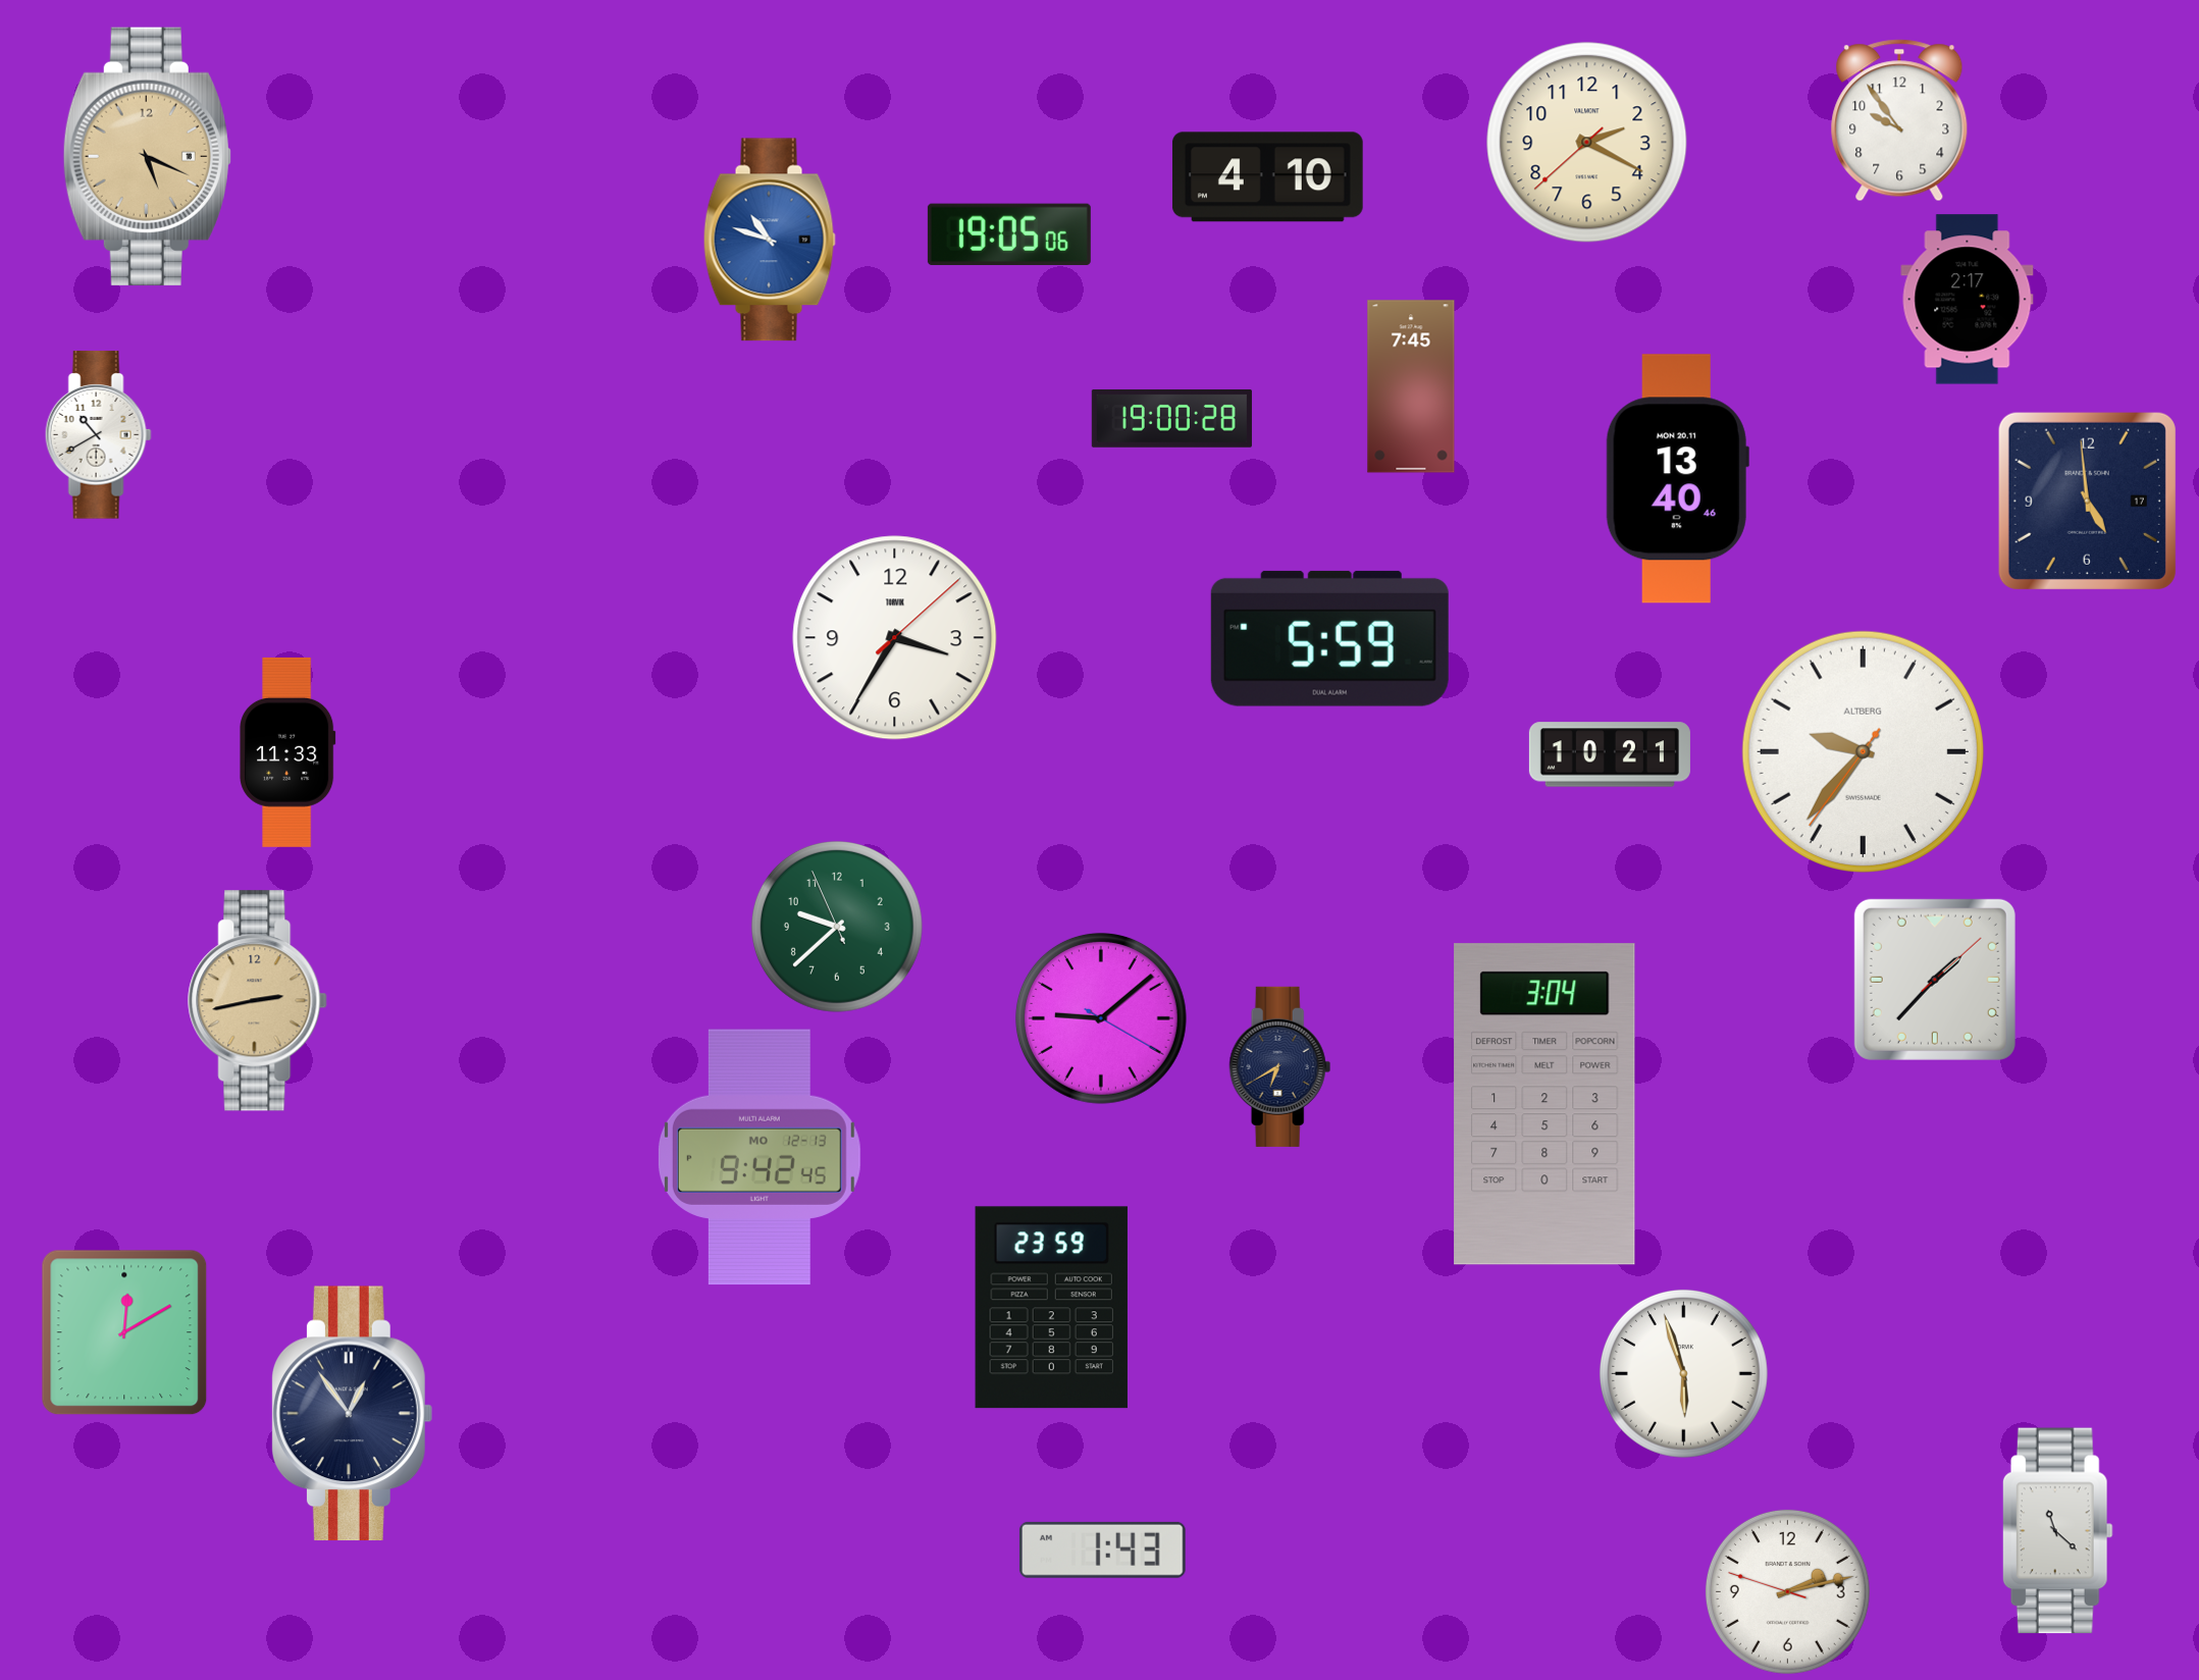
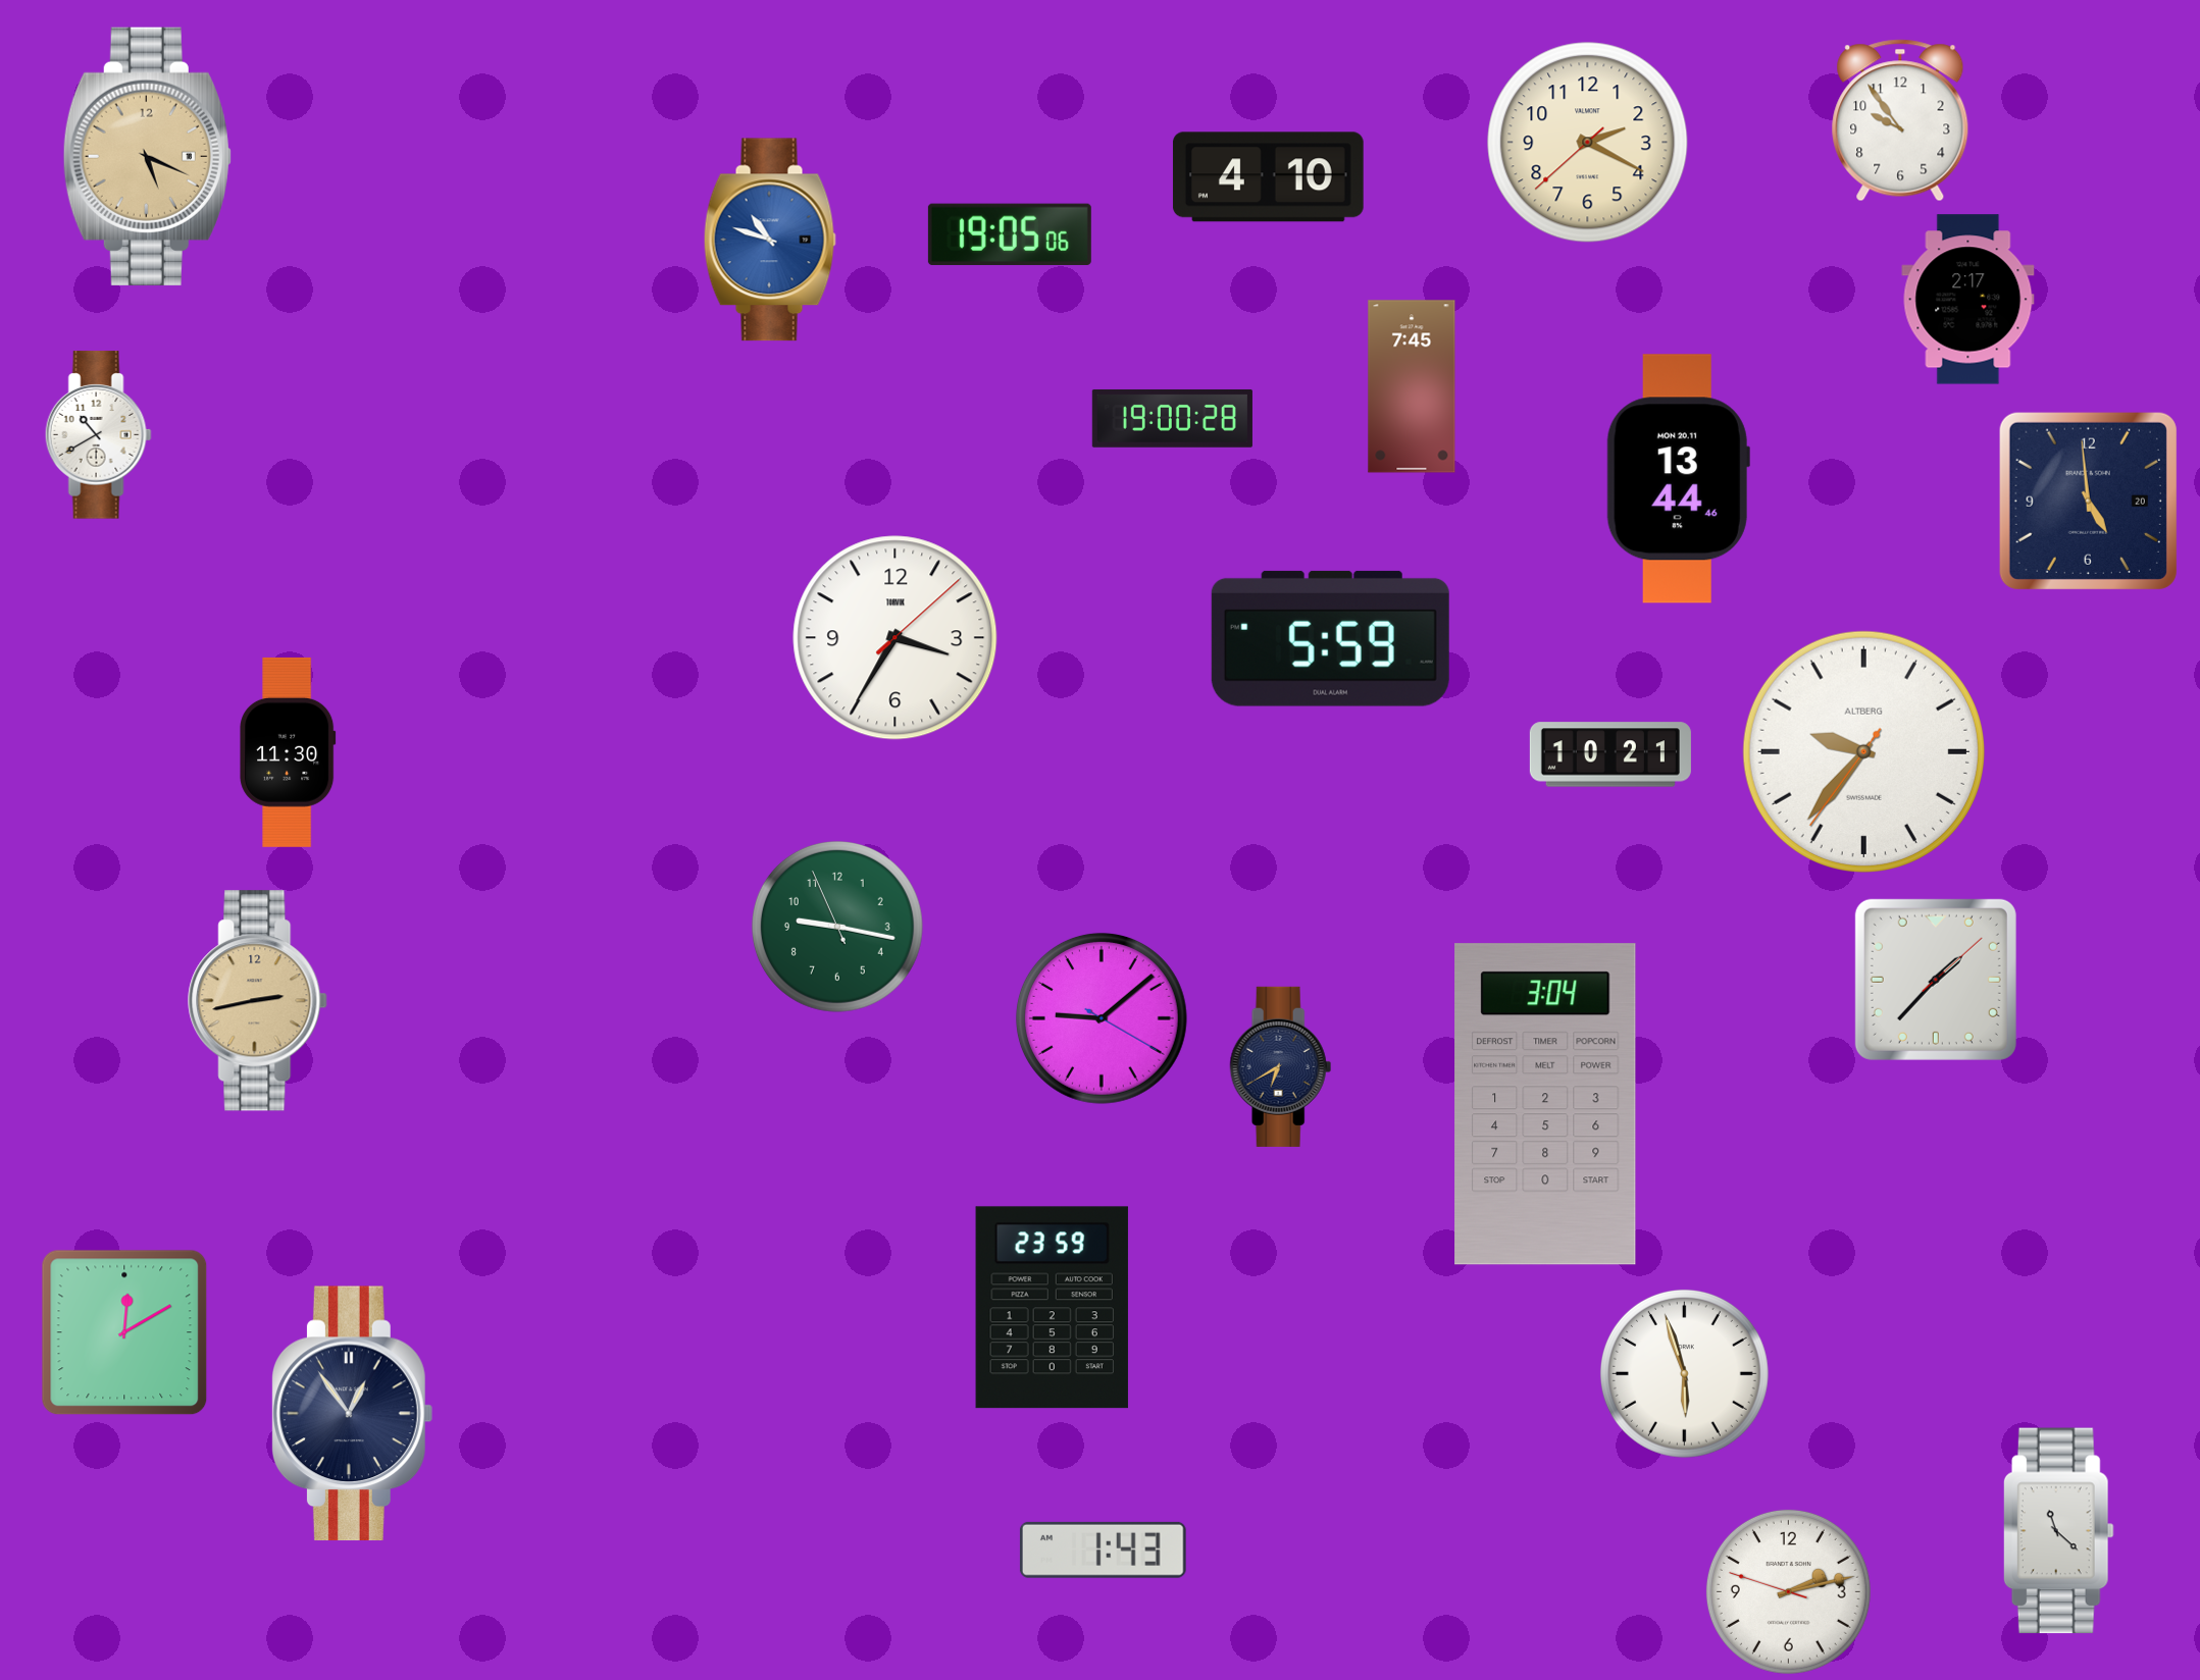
clock at (1677, 479): 13:40 -> 13:44
clock at (2087, 501) date: 17 -> 20
clock at (287, 752): 11:33 -> 11:30
clock at (837, 927): 9:37 -> 9:16
clock at (760, 1157): 9:42 -> none
